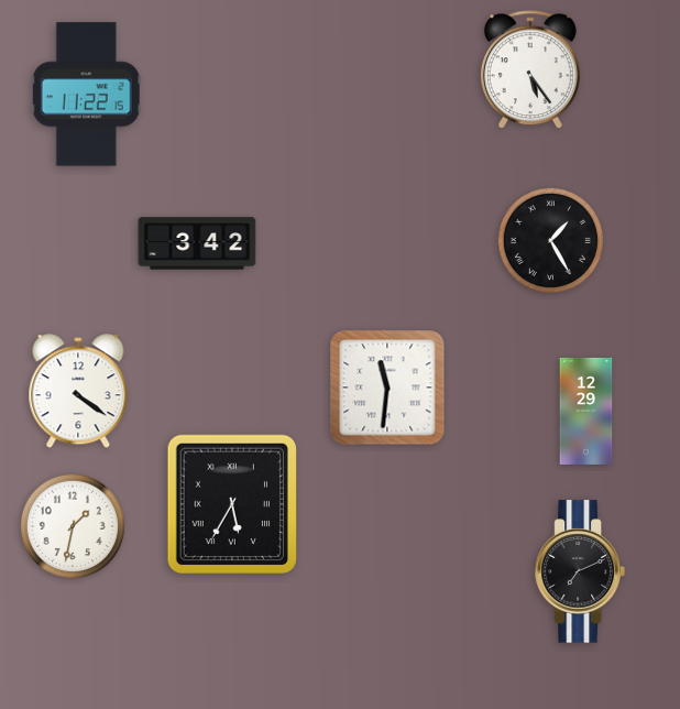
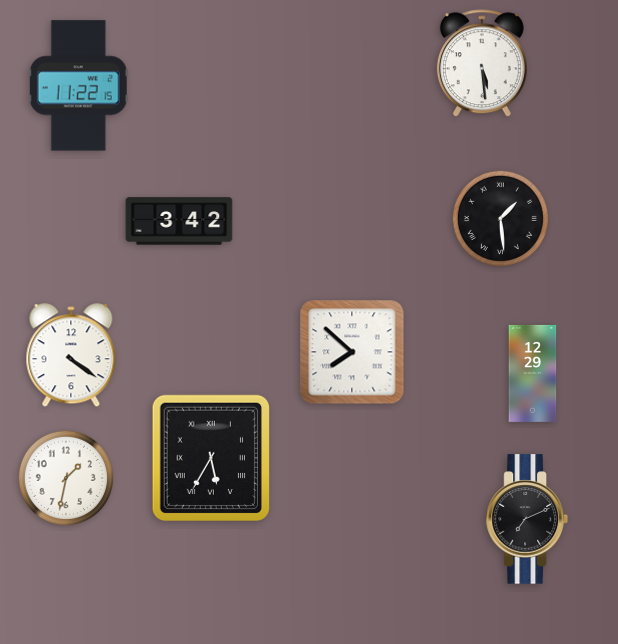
clock at (530, 70): 5:24 -> 5:29
clock at (550, 240): 1:25 -> 1:29
clock at (387, 388): 11:31 -> 7:52
